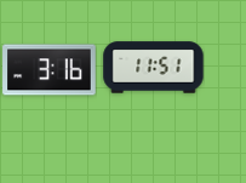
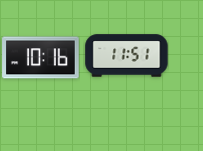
clock at (50, 70): 3:16 -> 10:16
